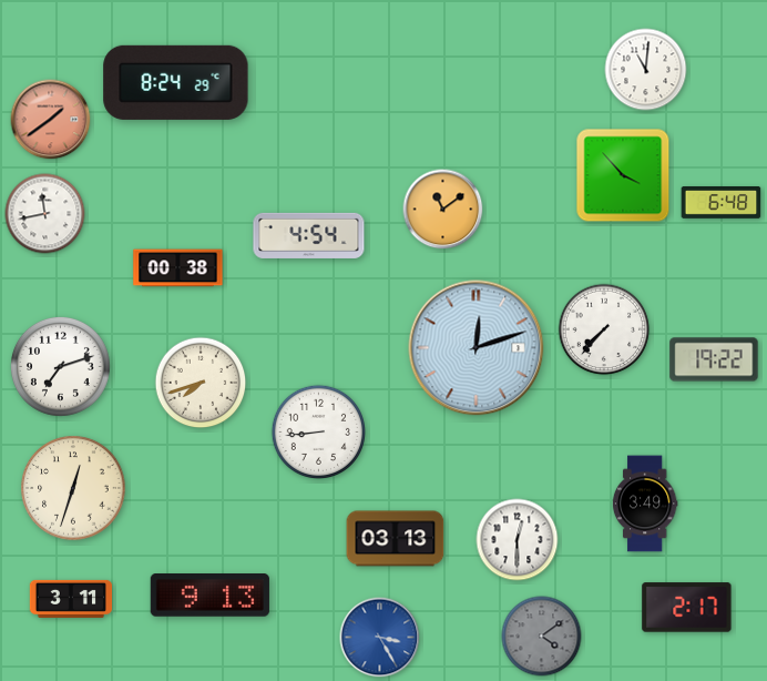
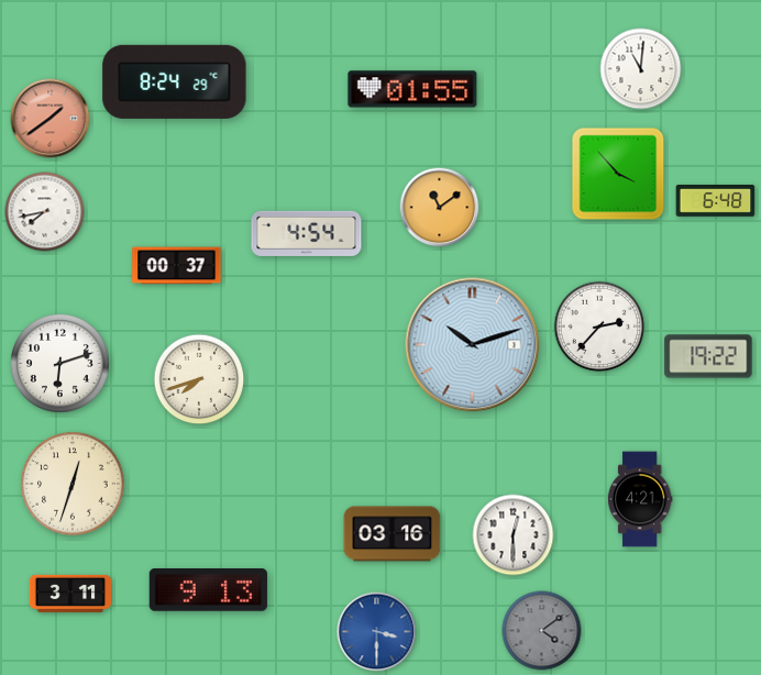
clock at (412, 89): none -> 01:55
clock at (45, 214): 11:43 -> 7:43
clock at (178, 268): 00:38 -> 00:37
clock at (604, 329): 7:37 -> 2:37
clock at (477, 348): 12:12 -> 10:12
clock at (60, 366): 7:12 -> 6:12
clock at (318, 431): 8:44 -> none
clock at (645, 504): 3:49 -> 4:21
clock at (396, 539): 03:13 -> 03:16
clock at (687, 608): 2:17 -> none
clock at (542, 637) position: (542, 637) -> (542, 631)
clock at (380, 638): 3:25 -> 3:30
